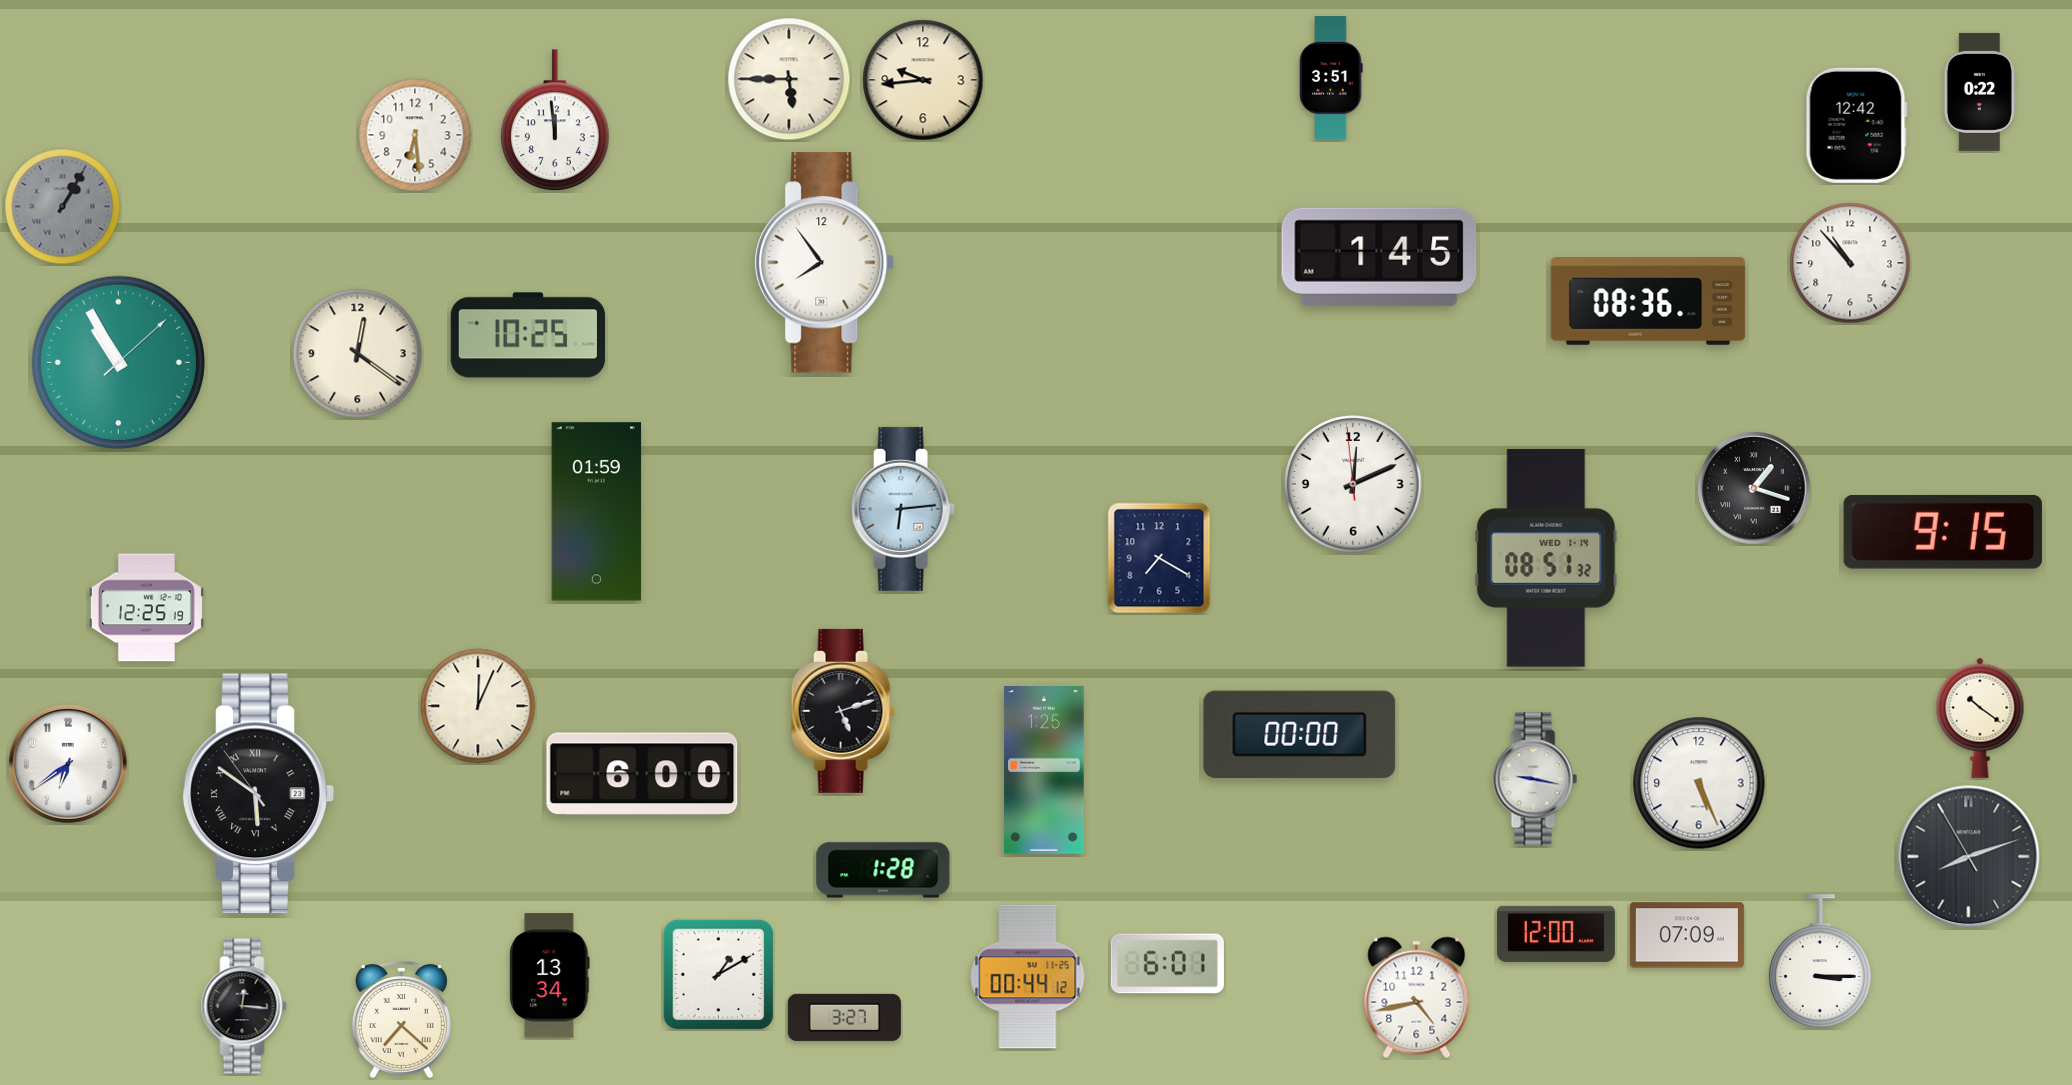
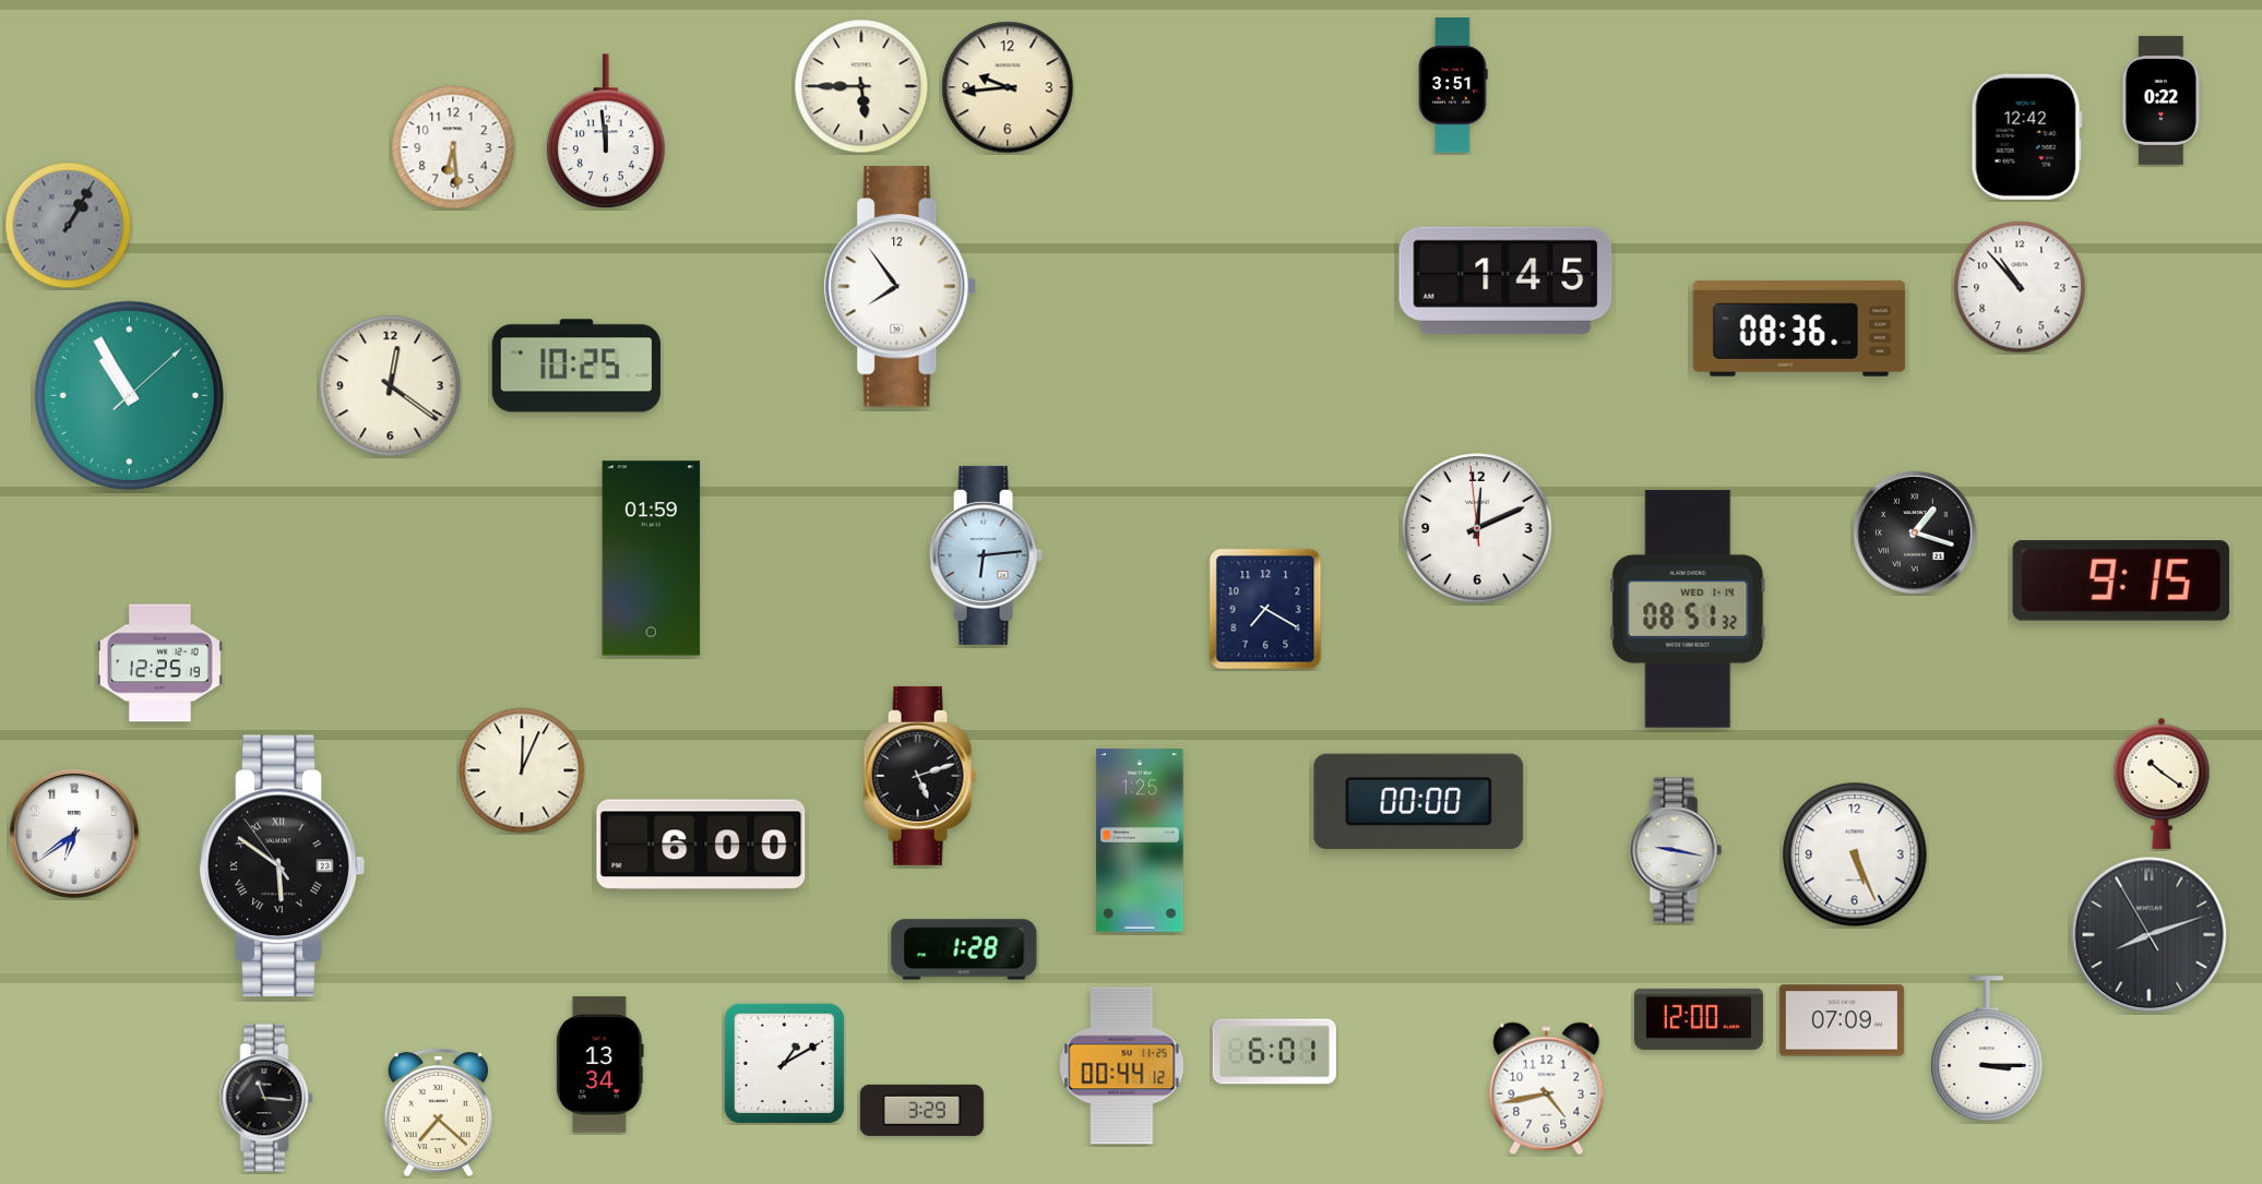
clock at (244, 1006): 12:16 -> 11:16
clock at (844, 1017): 3:27 -> 3:29
